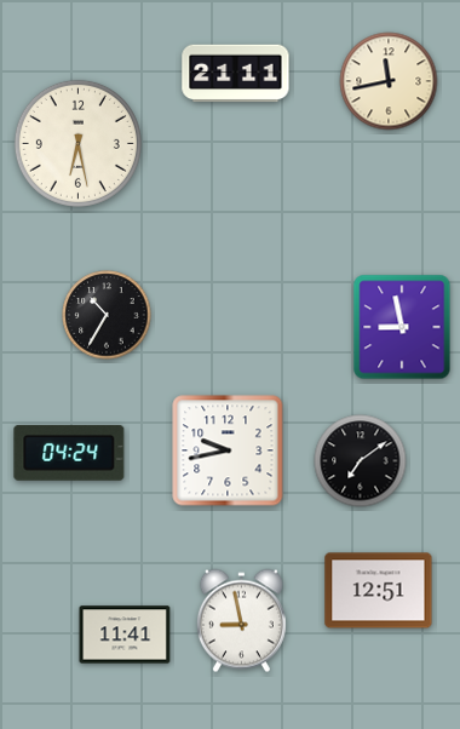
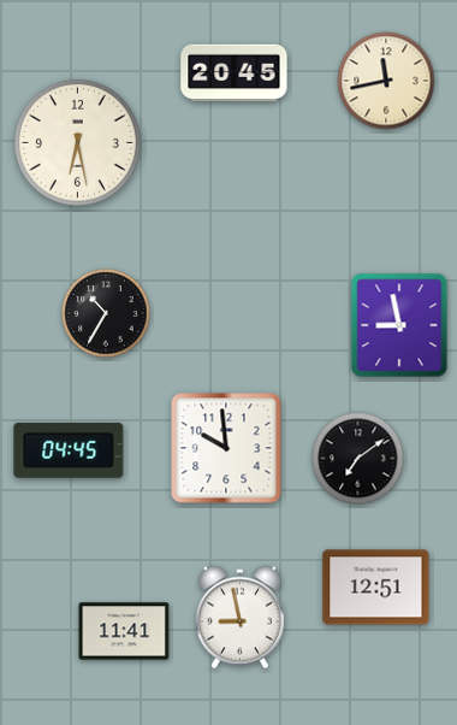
clock at (236, 74): 21:11 -> 20:45
clock at (228, 450): 9:43 -> 9:59
clock at (69, 453): 04:24 -> 04:45
